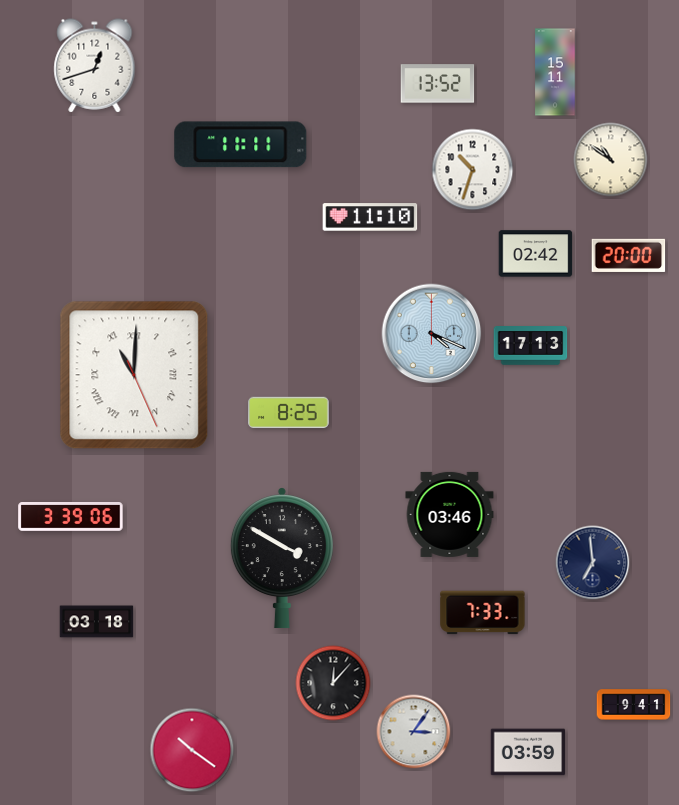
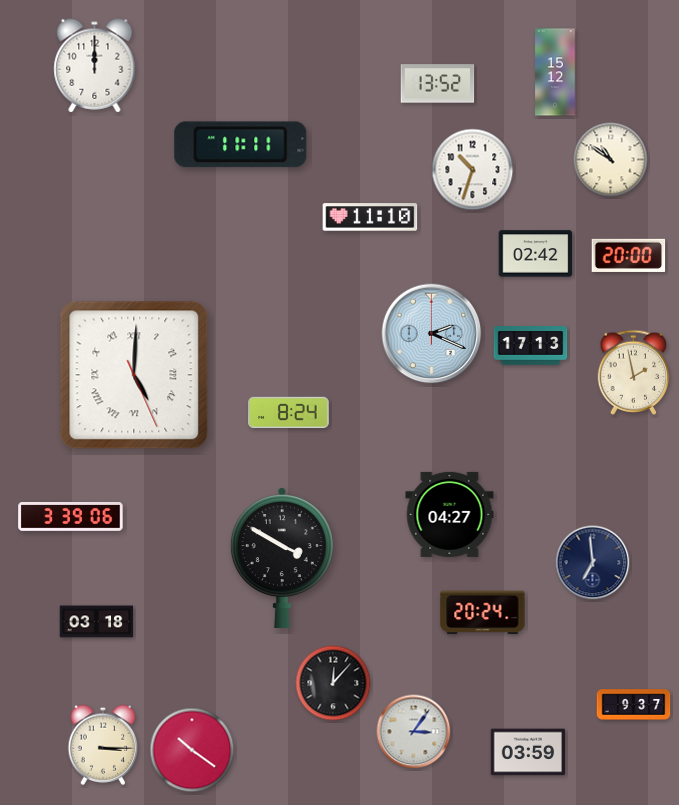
clock at (95, 66): 12:42 -> 12:00
clock at (555, 72): 15:11 -> 15:12
clock at (432, 334): 4:19 -> 2:19
clock at (634, 372): none -> 1:58
clock at (134, 375): 11:00 -> 5:00
clock at (289, 413): 8:25 -> 8:24
clock at (450, 514): 03:46 -> 04:27
clock at (483, 613): 7:33 -> 20:24
clock at (634, 705): 9:41 -> 9:37
clock at (103, 745): none -> 3:15
